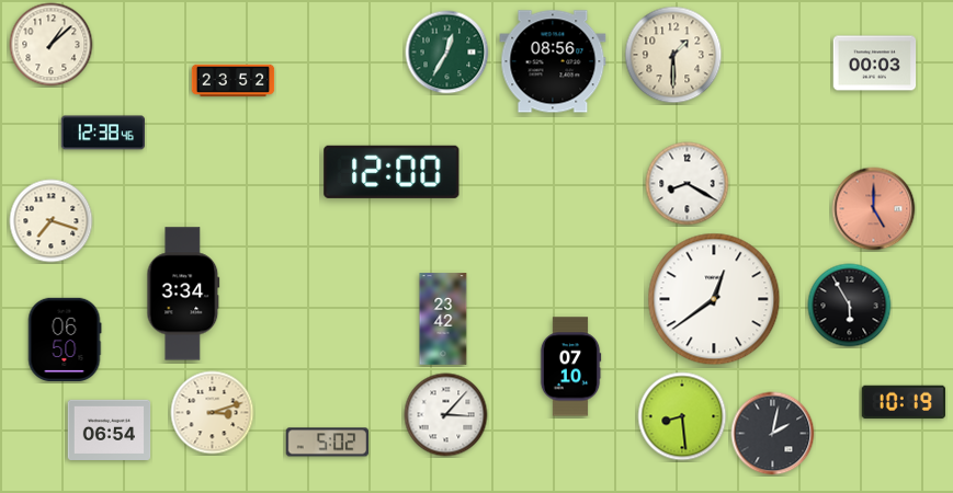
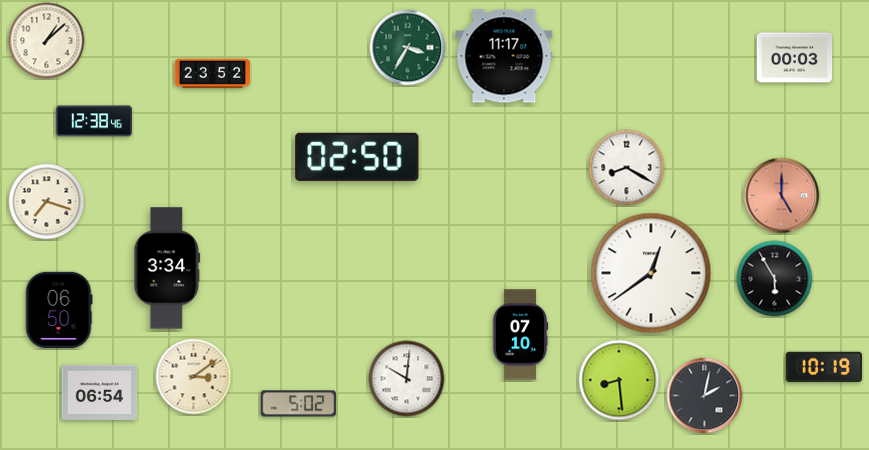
clock at (447, 53): 12:35 -> 3:35
clock at (673, 55): 1:30 -> none
clock at (553, 61): 08:56 -> 11:17
clock at (875, 64) position: (875, 64) -> (795, 58)
clock at (392, 172): 12:00 -> 02:50
clock at (874, 209) position: (874, 209) -> (782, 196)
clock at (443, 319): 23:42 -> none
clock at (213, 413): 3:12 -> 3:09
clock at (446, 415): 3:07 -> 10:01
clock at (682, 416) position: (682, 416) -> (619, 380)
